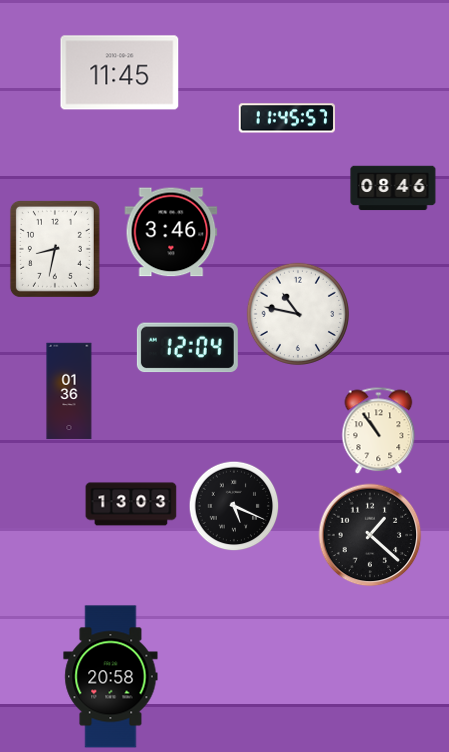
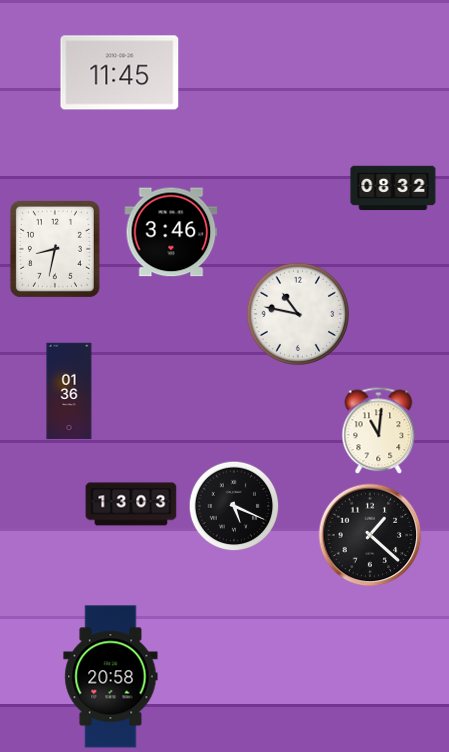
clock at (286, 118): 11:45 -> none
clock at (393, 188): 08:46 -> 08:32
clock at (187, 348): 12:04 -> none
clock at (379, 431): 10:54 -> 11:01
